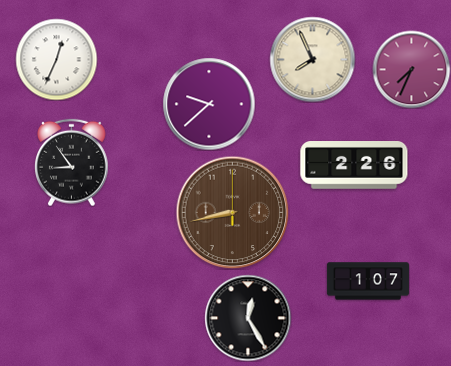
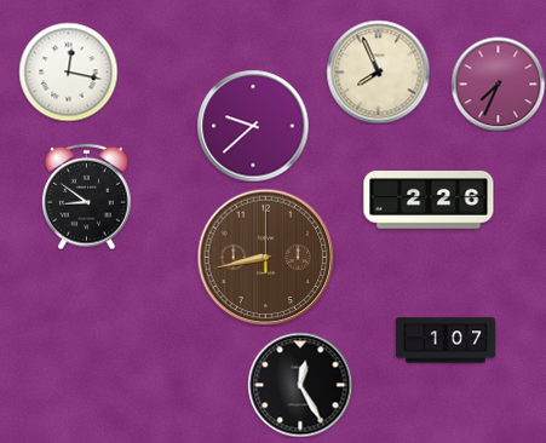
clock at (56, 59): 12:34 -> 12:17
clock at (72, 162): 8:54 -> 8:51
clock at (232, 212) position: (232, 212) -> (265, 257)
